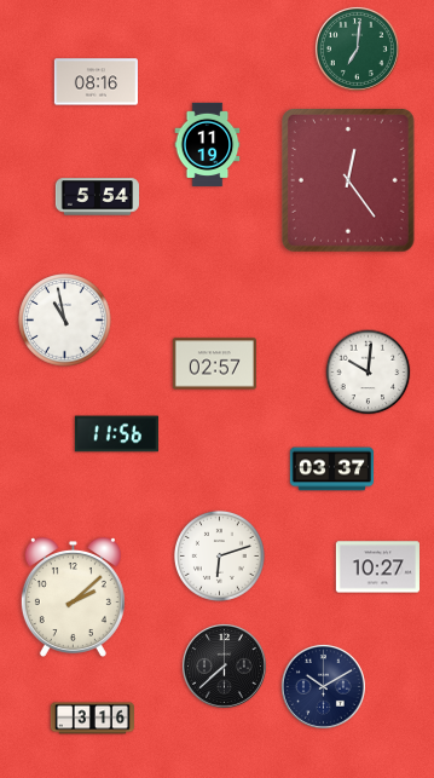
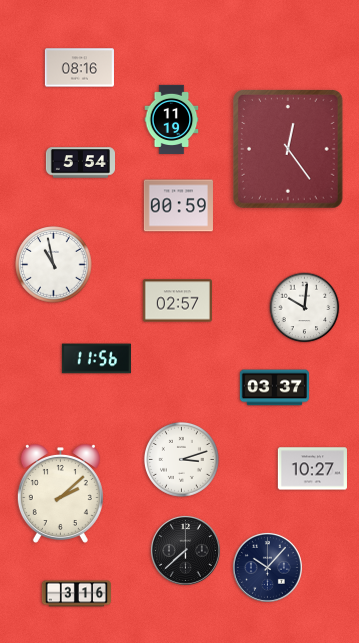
clock at (357, 48): 7:01 -> none
clock at (178, 206): none -> 00:59
clock at (219, 555): 6:12 -> 3:12
clock at (323, 686): 10:10 -> 10:07
